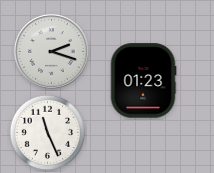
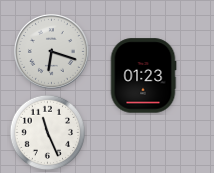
clock at (51, 51): 2:18 -> 6:18
clock at (143, 81) position: (143, 81) -> (143, 76)
